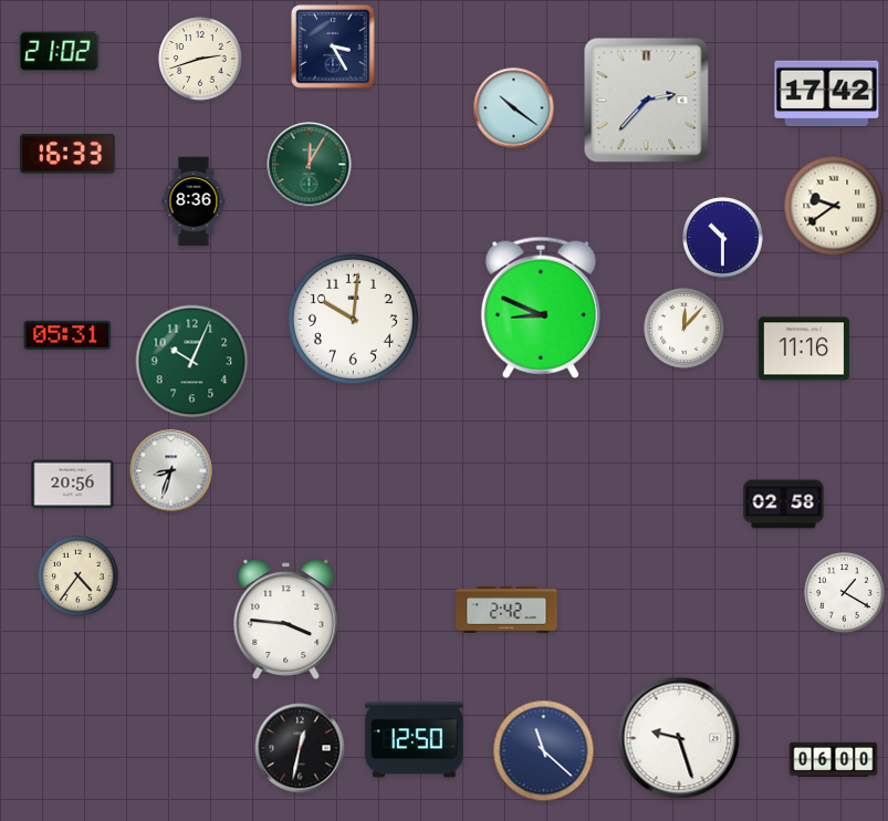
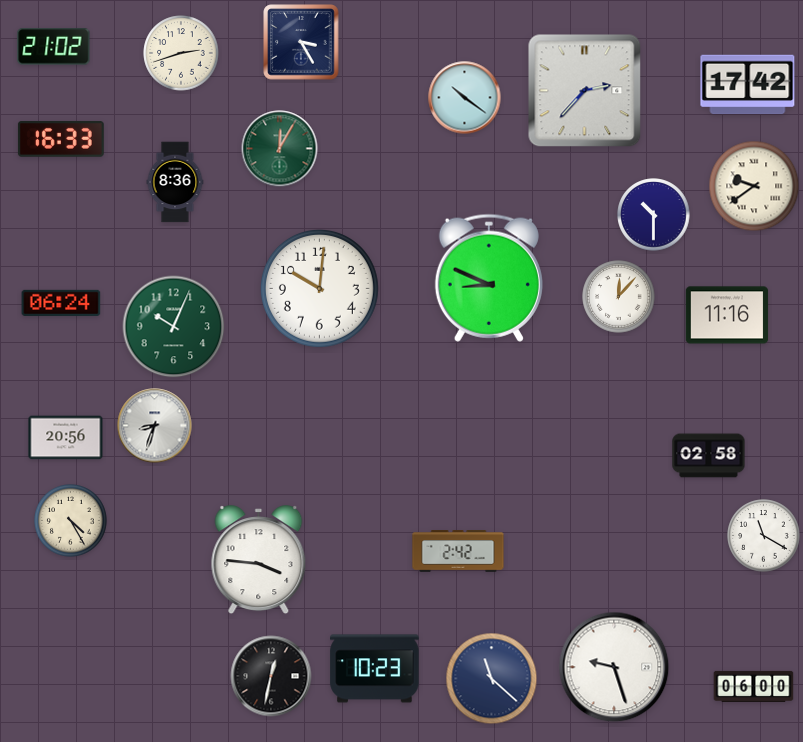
clock at (67, 335): 05:31 -> 06:24
clock at (79, 576): 4:36 -> 4:25
clock at (845, 593): 1:20 -> 11:20
clock at (415, 740): 12:50 -> 10:23
